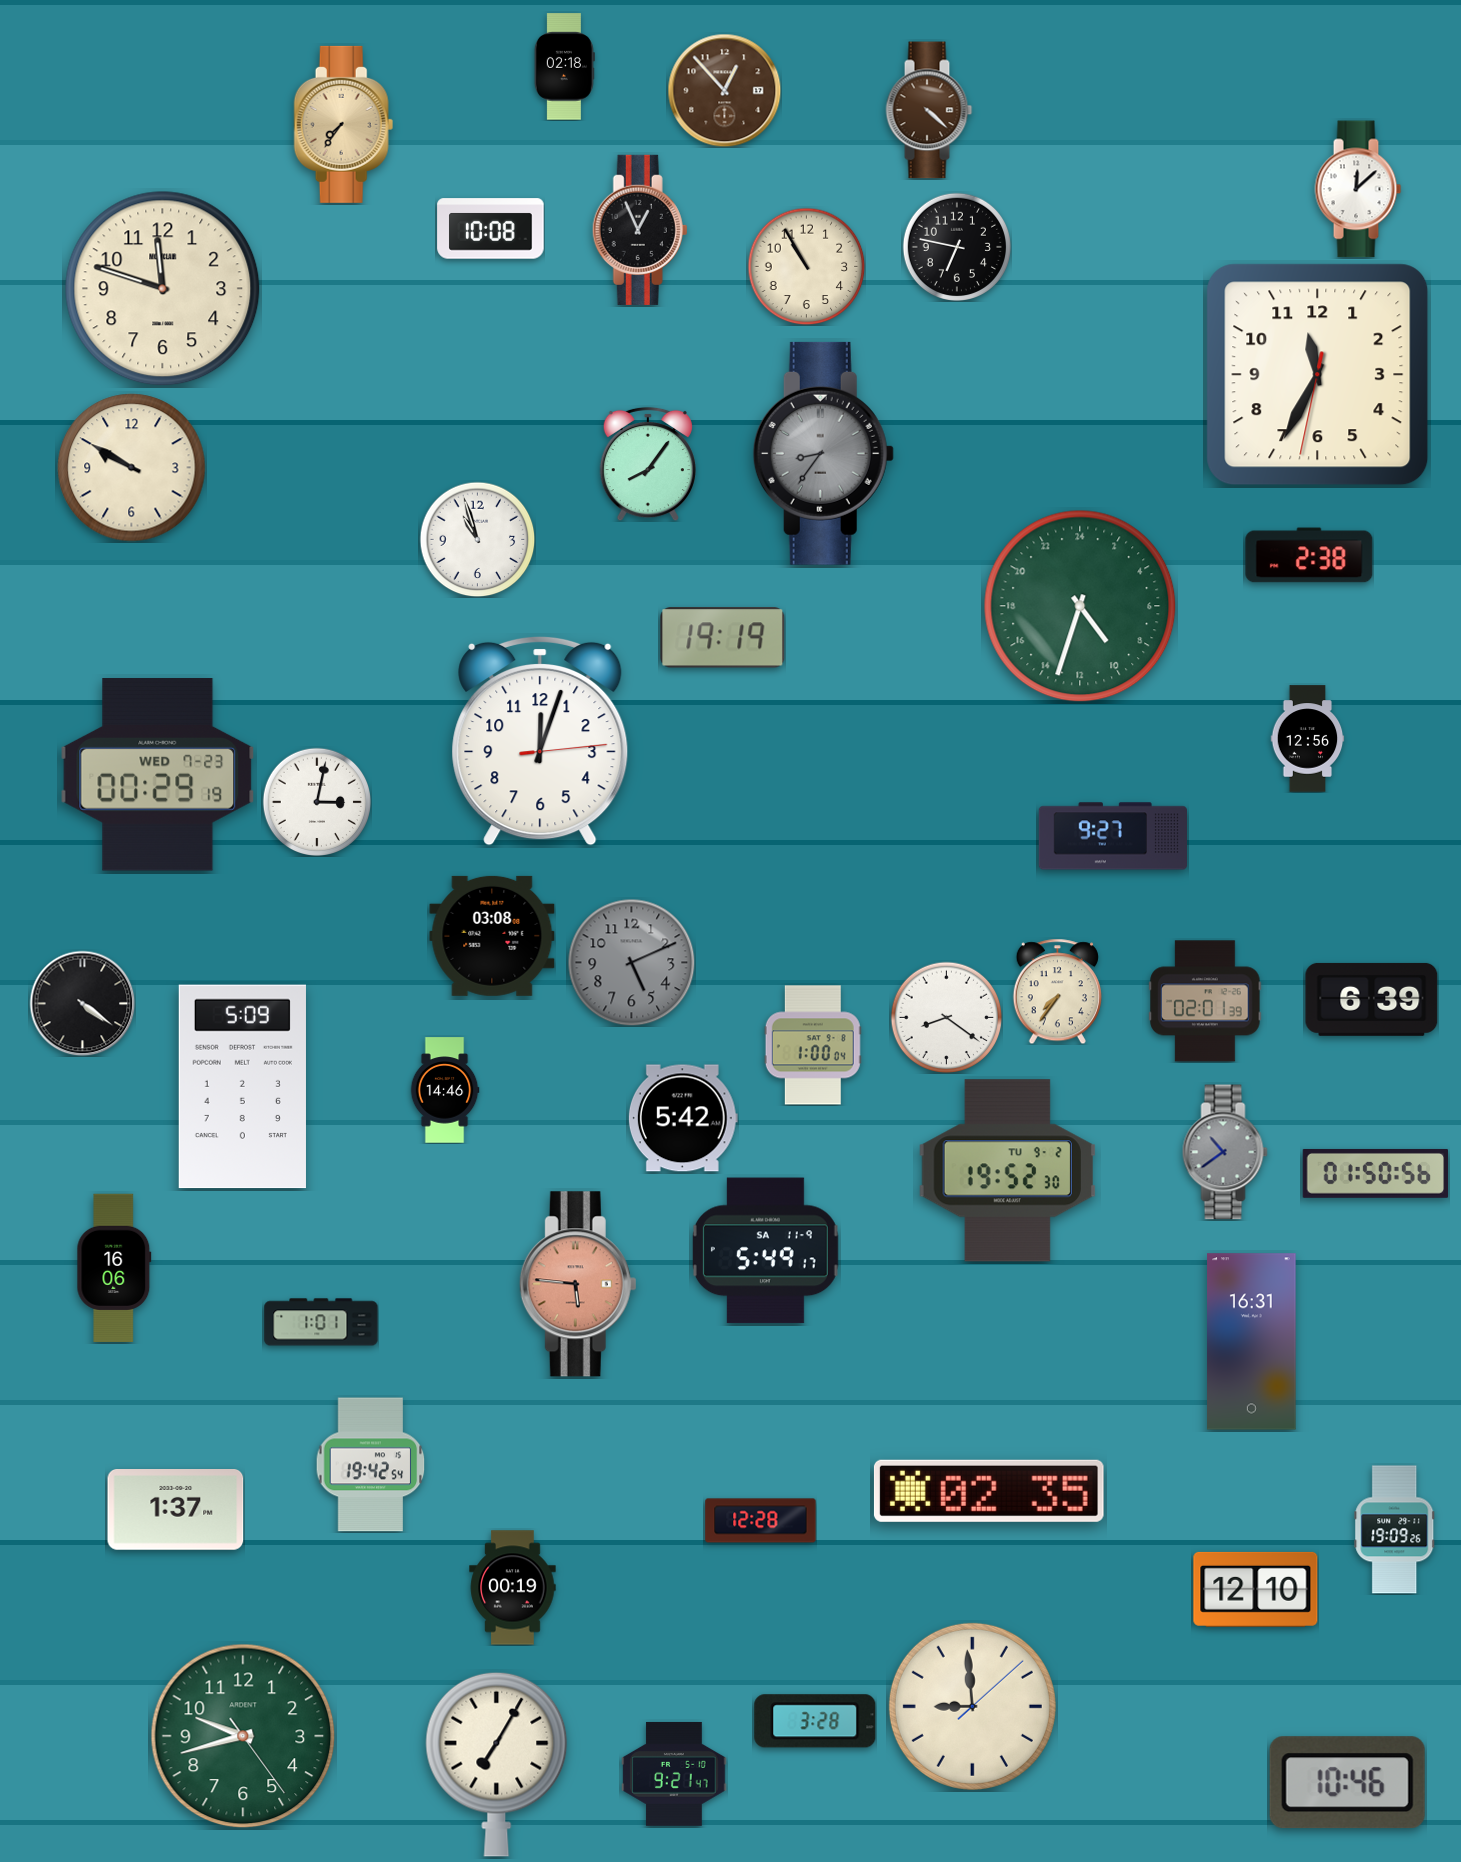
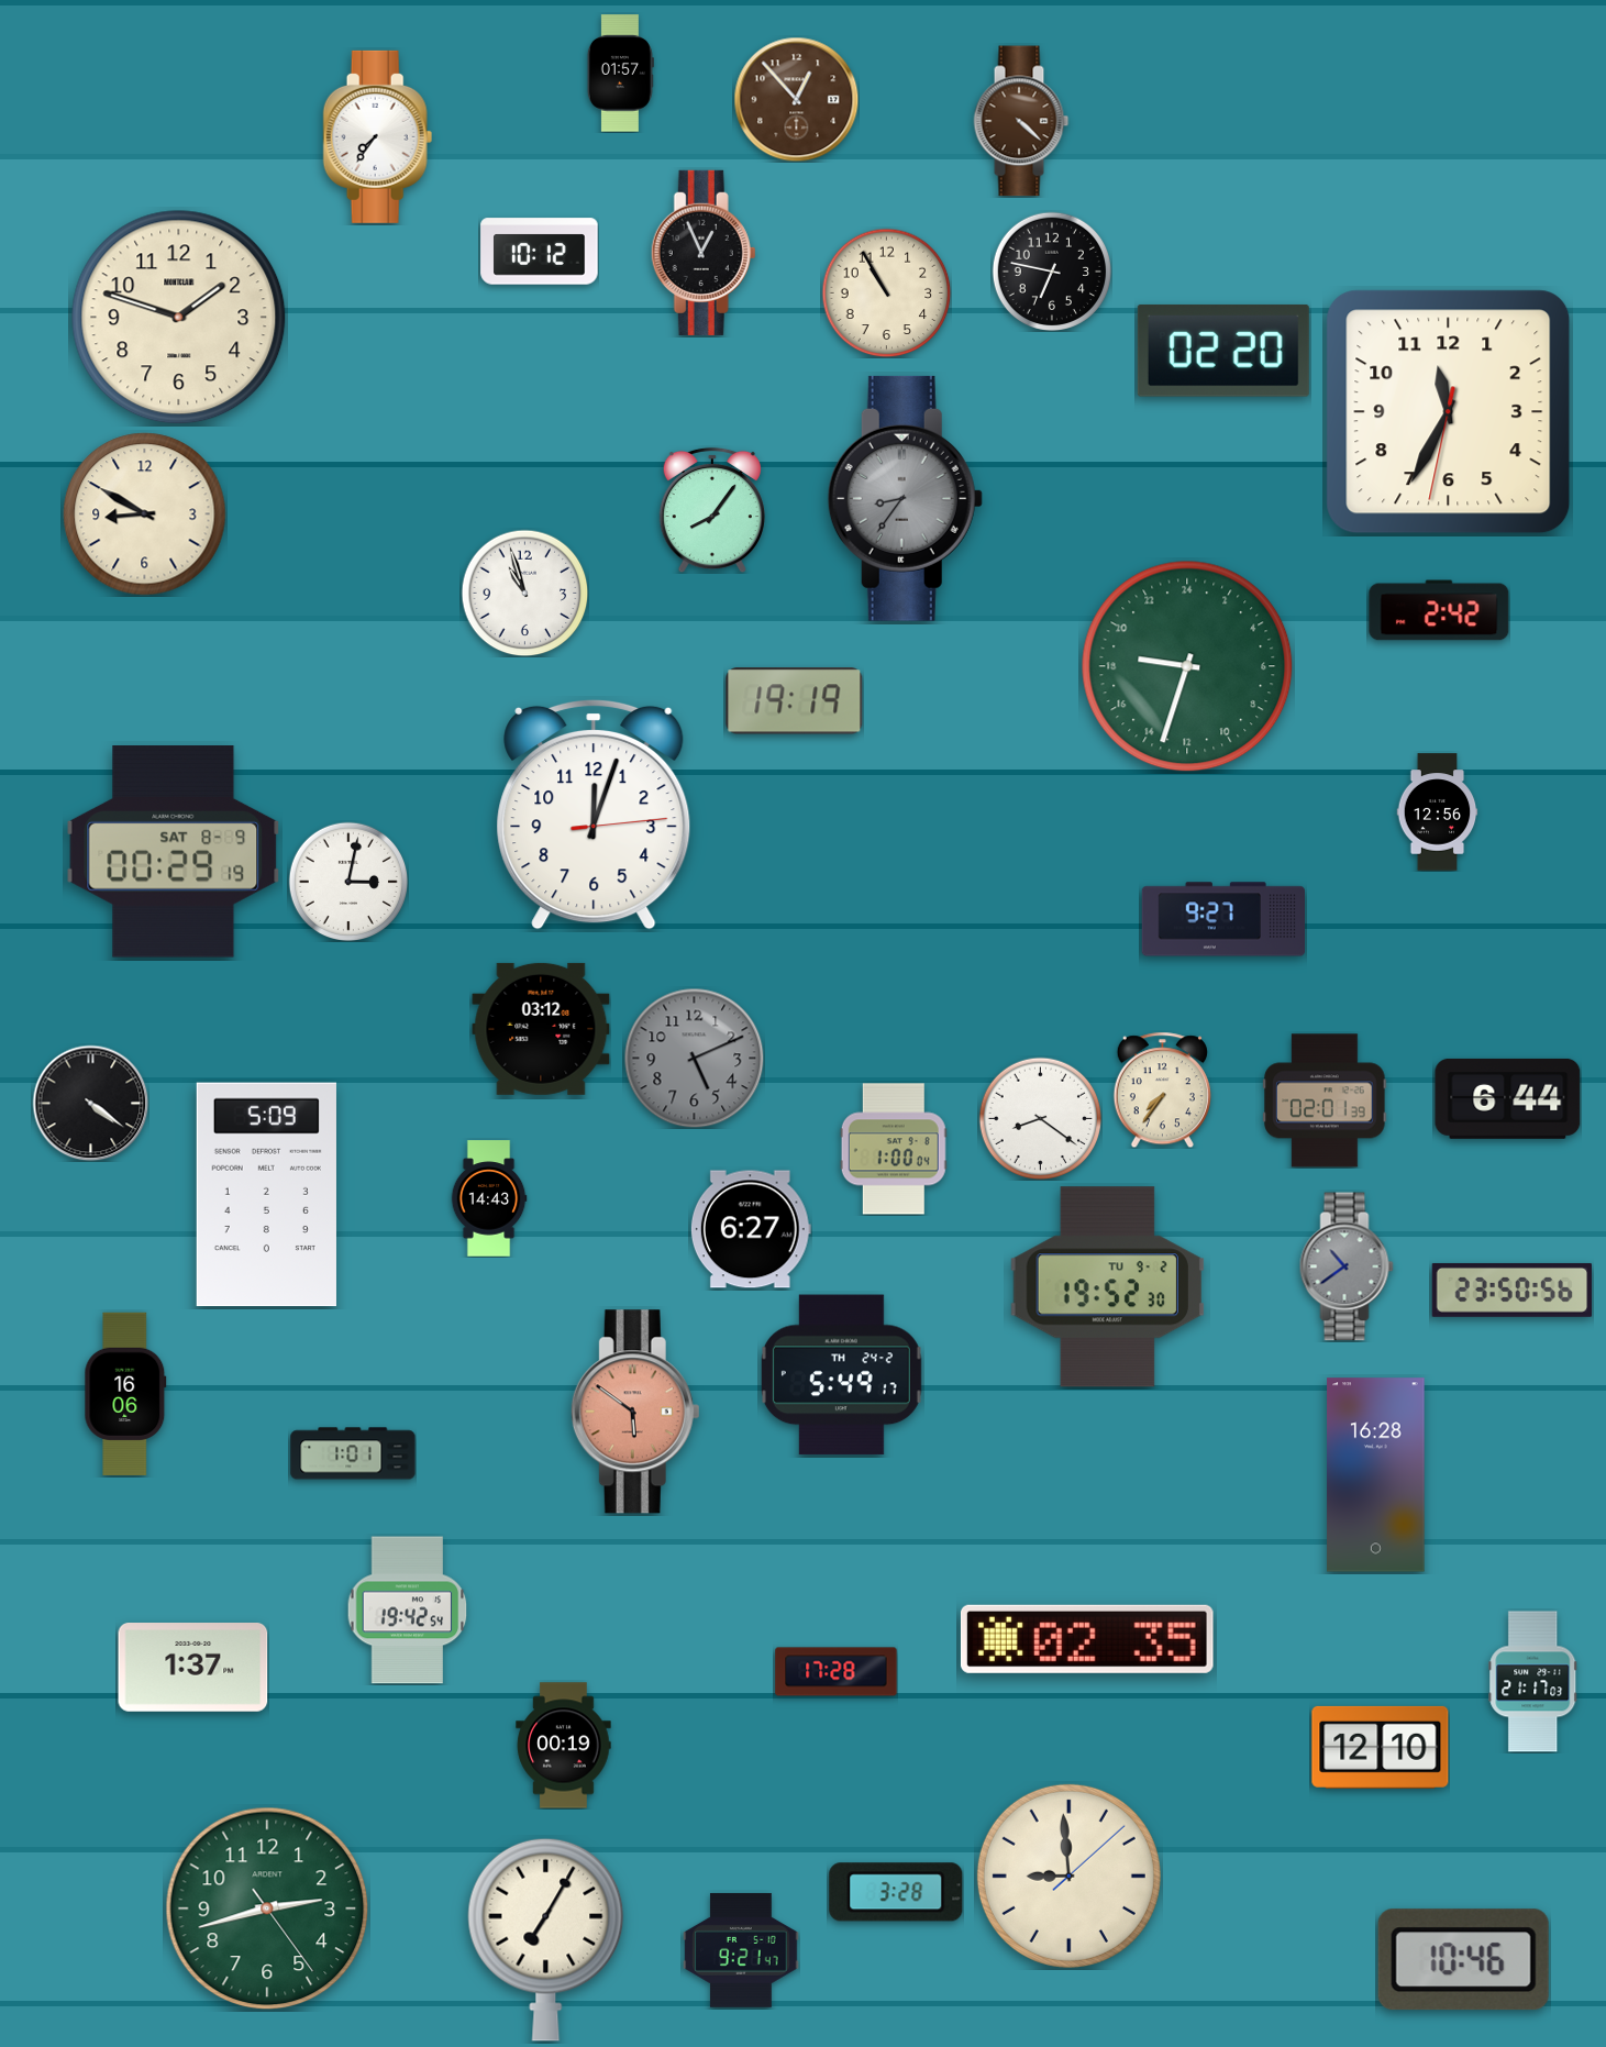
clock at (564, 67): 02:18 -> 01:57
clock at (344, 124) dial: champagne -> white
clock at (1358, 189): 12:08 -> none
clock at (491, 229): 10:08 -> 10:12
clock at (163, 289): 11:48 -> 1:48
clock at (1223, 351): none -> 02:20
clock at (132, 468): 9:50 -> 8:50
clock at (1309, 555): 2:38 -> 2:42
clock at (1080, 606): 9:33 -> 18:33
clock at (158, 775) date: WED 7-23 -> SAT 8-9
clock at (492, 936): 03:08 -> 03:12
clock at (1372, 999): 6:39 -> 6:44
clock at (445, 1090): 14:46 -> 14:43
clock at (683, 1118): 5:42 -> 6:27
clock at (1376, 1173): 01:50 -> 23:50
clock at (765, 1251) date: SA 11-9 -> TH 24-2
clock at (578, 1284): 5:46 -> 5:51
clock at (1252, 1342): 16:31 -> 16:28
clock at (176, 1510) position: (176, 1510) -> (193, 1668)
clock at (761, 1521): 12:28 -> 17:28
clock at (1395, 1530): 19:09 -> 21:17
clock at (243, 1736): 9:42 -> 2:42
clock at (1347, 1783) position: (1347, 1783) -> (1463, 1960)
